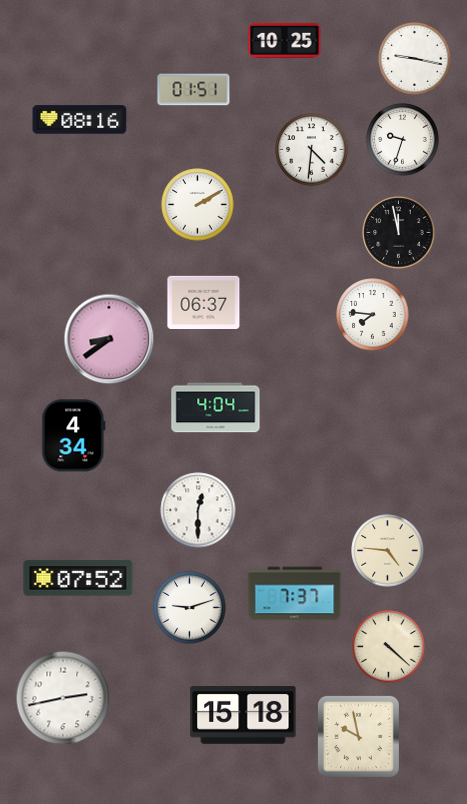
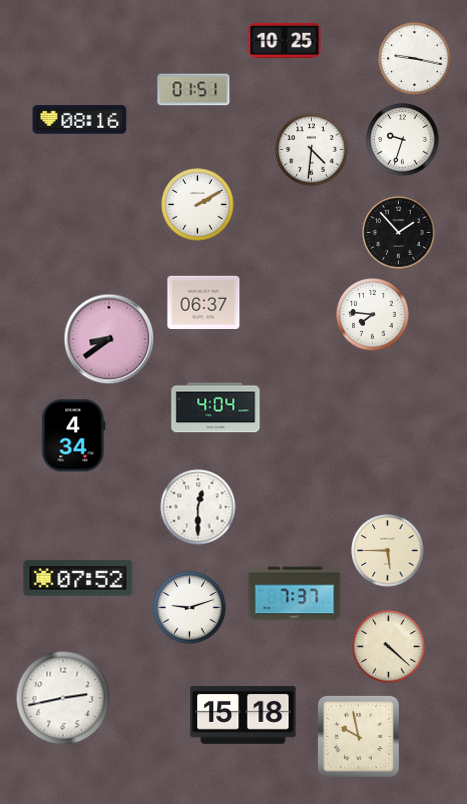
clock at (399, 233): 11:58 -> 1:53
clock at (198, 510) position: (198, 510) -> (198, 507)
clock at (388, 551): 4:46 -> 5:45
